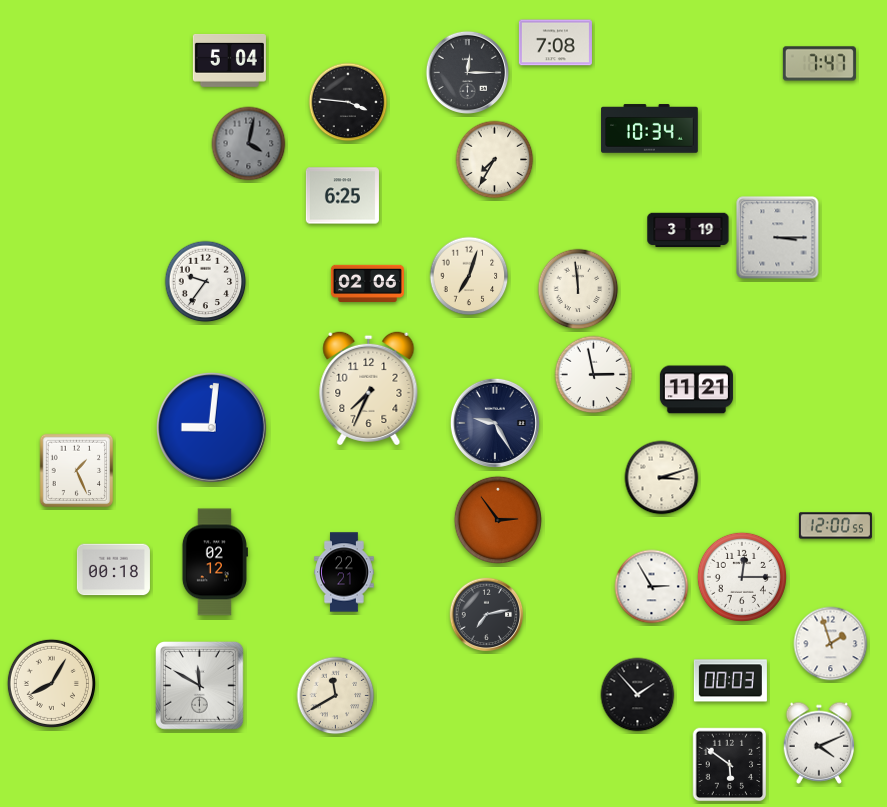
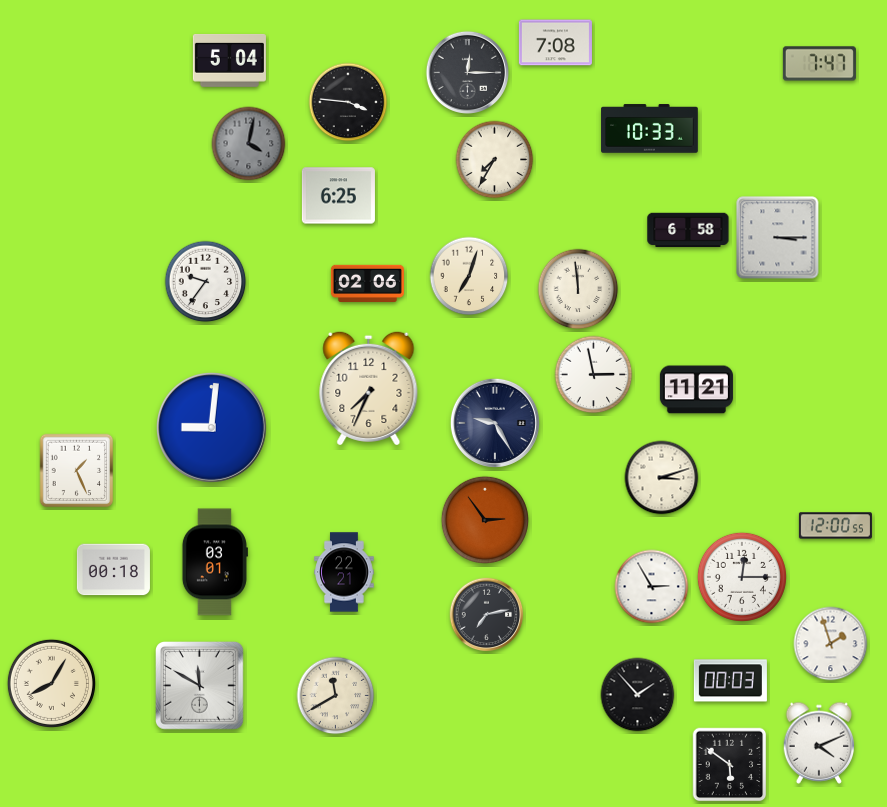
clock at (650, 129): 10:34 -> 10:33
clock at (342, 196) position: (342, 196) -> (338, 196)
clock at (688, 230): 3:19 -> 6:58
clock at (498, 520) position: (498, 520) -> (485, 520)
clock at (215, 562): 02:12 -> 03:01
